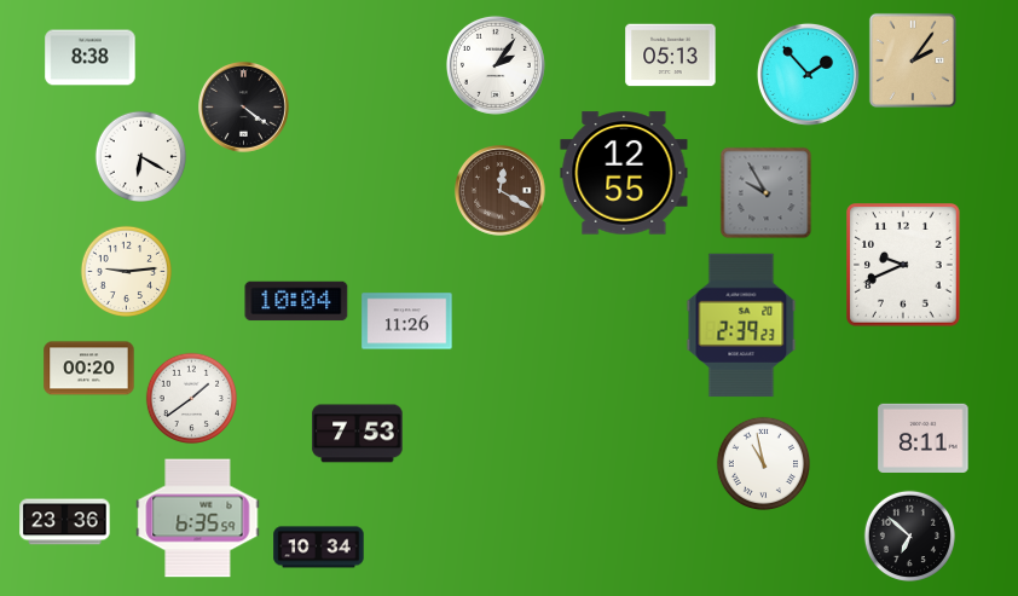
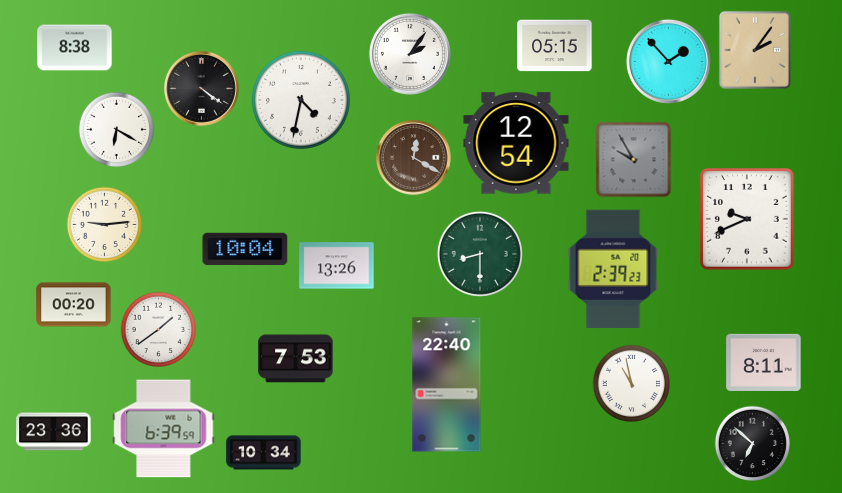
clock at (671, 56): 05:13 -> 05:15
clock at (301, 100): none -> 4:32
clock at (624, 173): 12:55 -> 12:54
clock at (480, 254): none -> 8:30
clock at (407, 322): 11:26 -> 13:26
clock at (447, 385): none -> 22:40
clock at (198, 519): 6:35 -> 6:39
